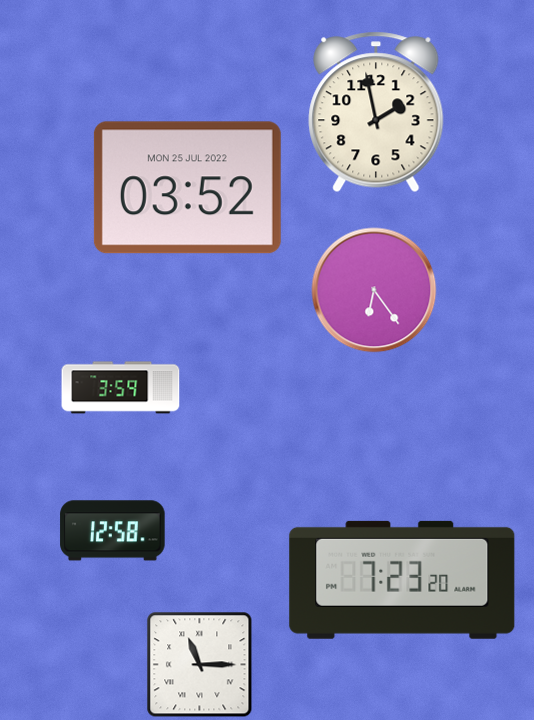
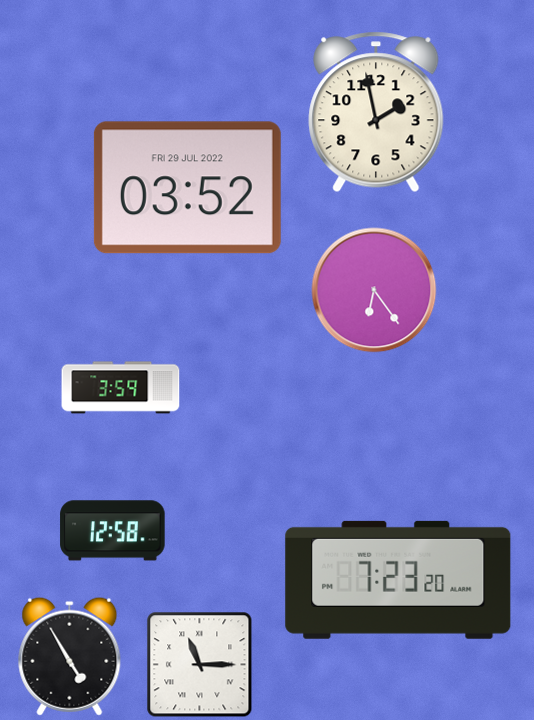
clock at (187, 188) date: MON 25 JUL 2022 -> FRI 29 JUL 2022
clock at (402, 580) position: (402, 580) -> (398, 580)
clock at (70, 656): none -> 4:55
